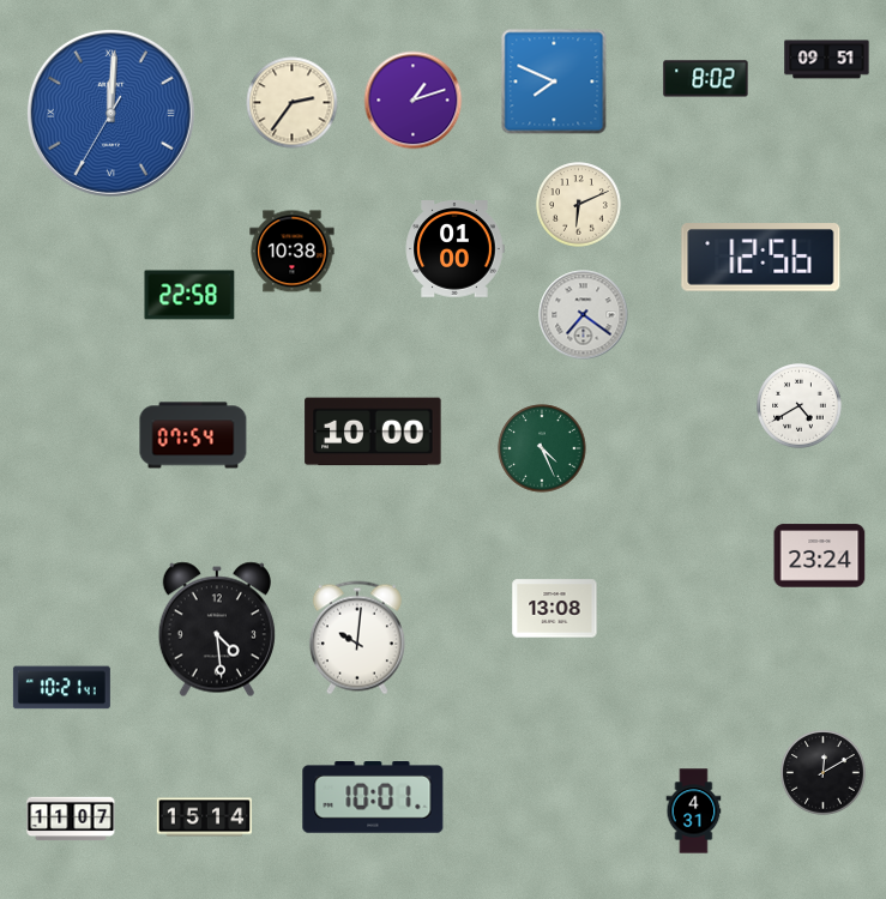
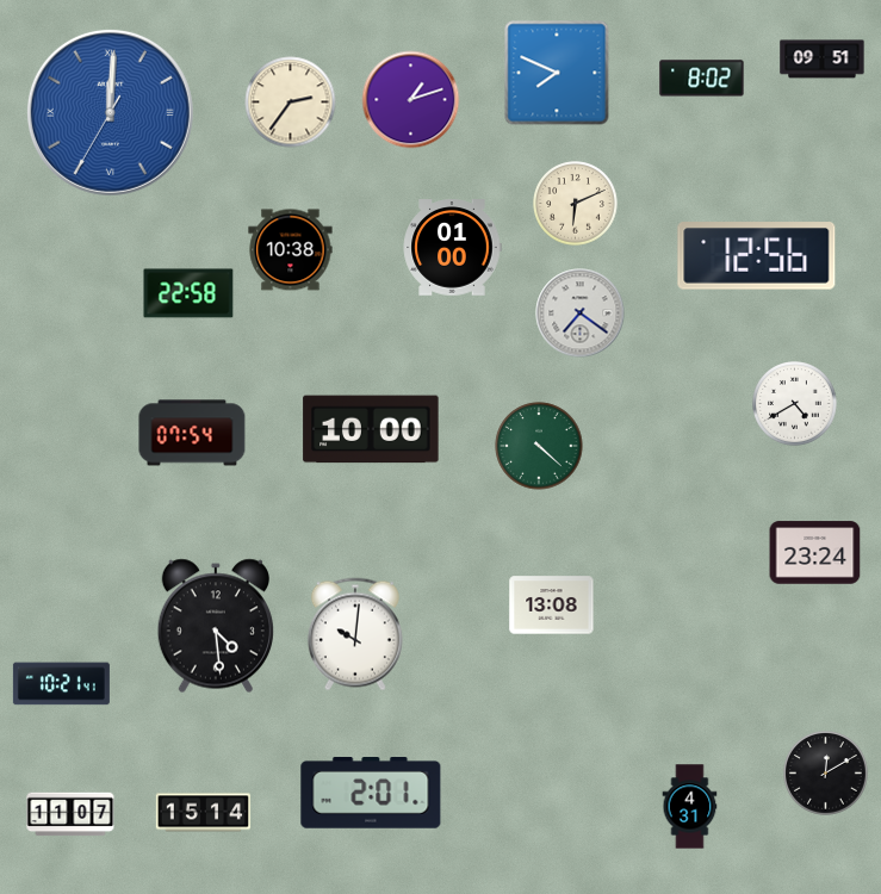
clock at (554, 82) position: (554, 82) -> (557, 73)
clock at (542, 448): 4:26 -> 4:22
clock at (824, 773) position: (824, 773) -> (826, 774)
clock at (373, 798): 10:01 -> 2:01
